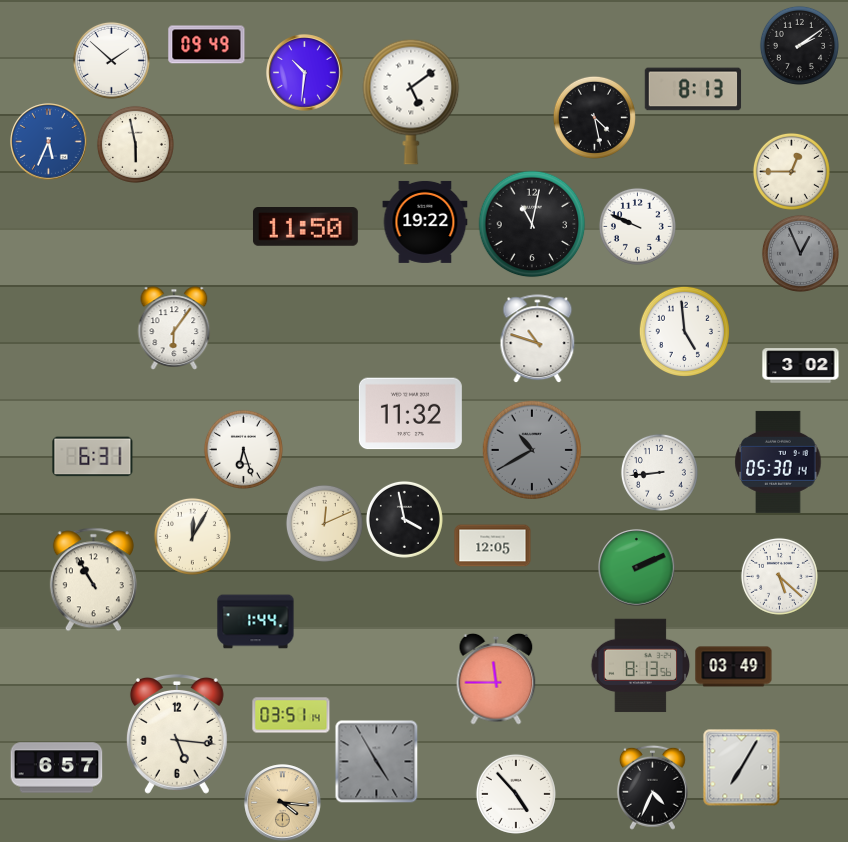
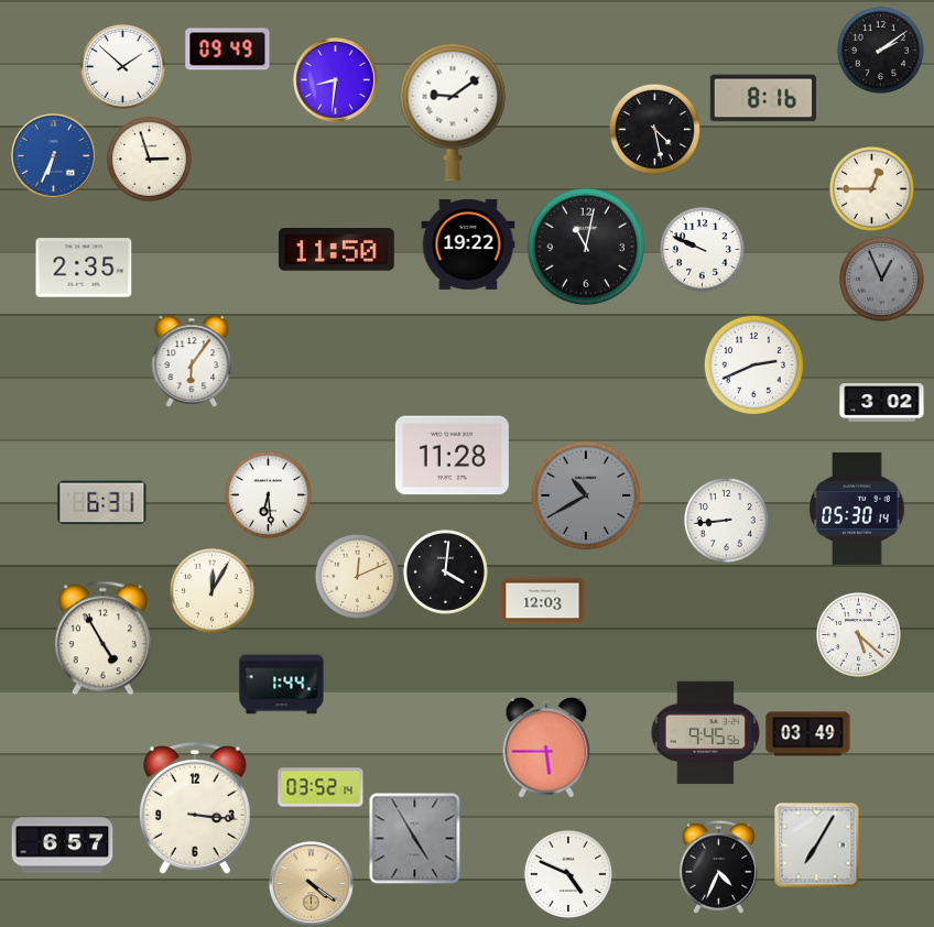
clock at (305, 73): 10:31 -> 8:31
clock at (693, 89): 8:13 -> 8:16
clock at (411, 102): 5:09 -> 9:09
clock at (49, 142): 5:34 -> 6:34
clock at (135, 144): 5:58 -> 2:57
clock at (84, 268): none -> 2:35
clock at (684, 331): 4:59 -> 2:41
clock at (538, 339): 10:48 -> none
clock at (410, 414): 11:32 -> 11:28
clock at (243, 449): 6:27 -> 6:29
clock at (404, 519): 3:58 -> 4:01
clock at (493, 546): 12:05 -> 12:03
clock at (637, 568): 2:11 -> none
clock at (93, 580): 10:55 -> 4:55
clock at (641, 666): 8:13 -> 9:45
clock at (496, 679): 11:45 -> 5:45
clock at (291, 715): 03:51 -> 03:52
clock at (177, 735): 5:16 -> 3:16
clock at (516, 794): 4:53 -> 4:49
clock at (283, 803): 4:16 -> 4:21
